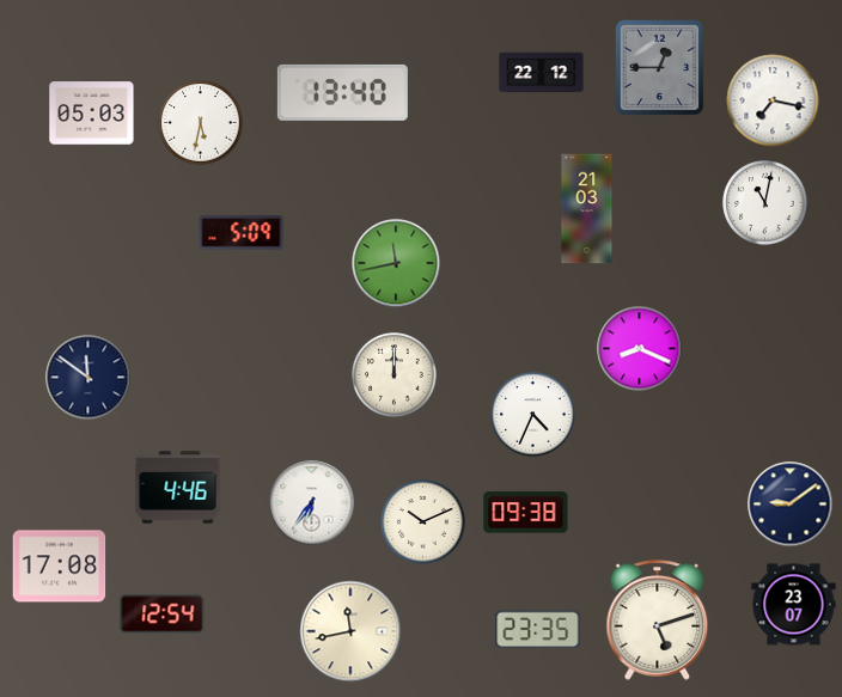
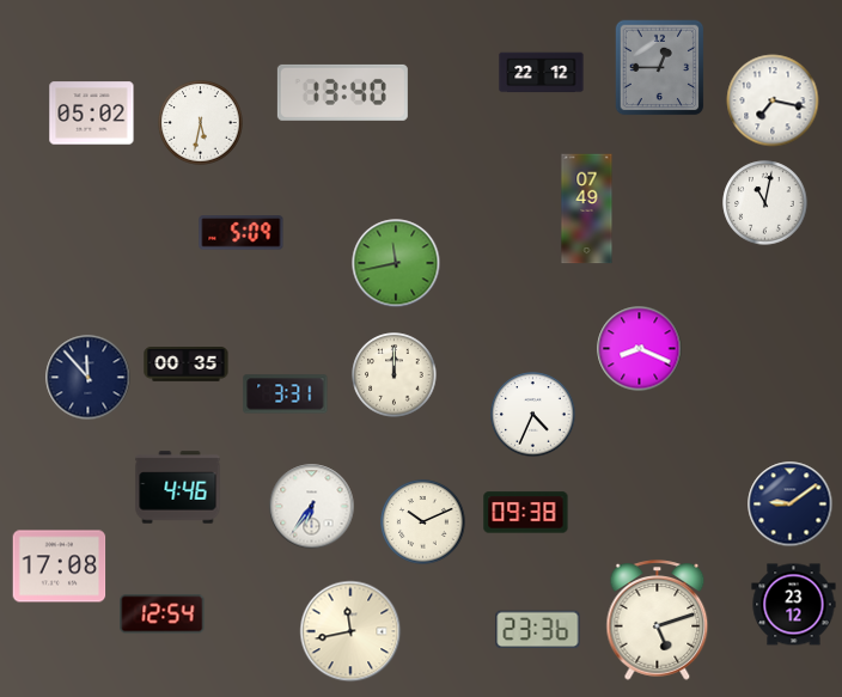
clock at (92, 114): 05:03 -> 05:02
clock at (587, 209): 21:03 -> 07:49
clock at (187, 365): none -> 00:35
clock at (89, 378): 11:51 -> 11:53
clock at (286, 395): none -> 3:31
clock at (312, 503) position: (312, 503) -> (312, 507)
clock at (794, 605): 23:07 -> 23:12
clock at (538, 630): 23:35 -> 23:36
